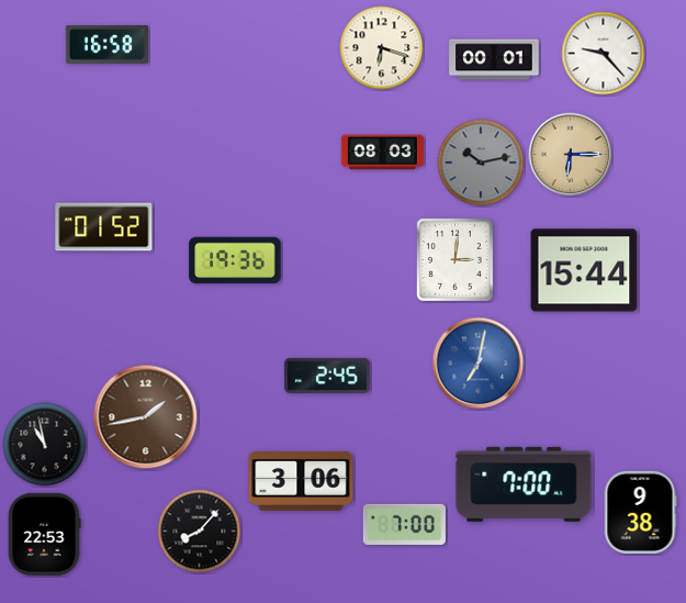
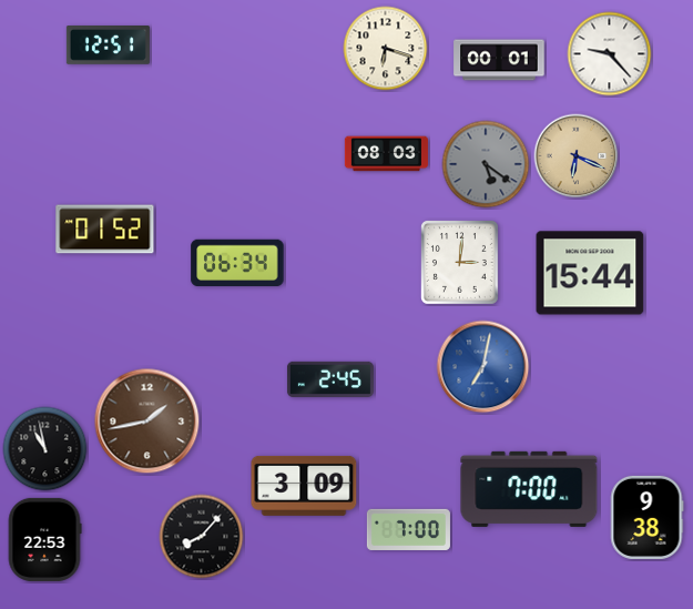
clock at (106, 45): 16:58 -> 12:51
clock at (571, 155): 6:15 -> 6:19
clock at (481, 163): 10:13 -> 5:21
clock at (235, 259): 19:36 -> 06:34
clock at (301, 481): 3:06 -> 3:09
